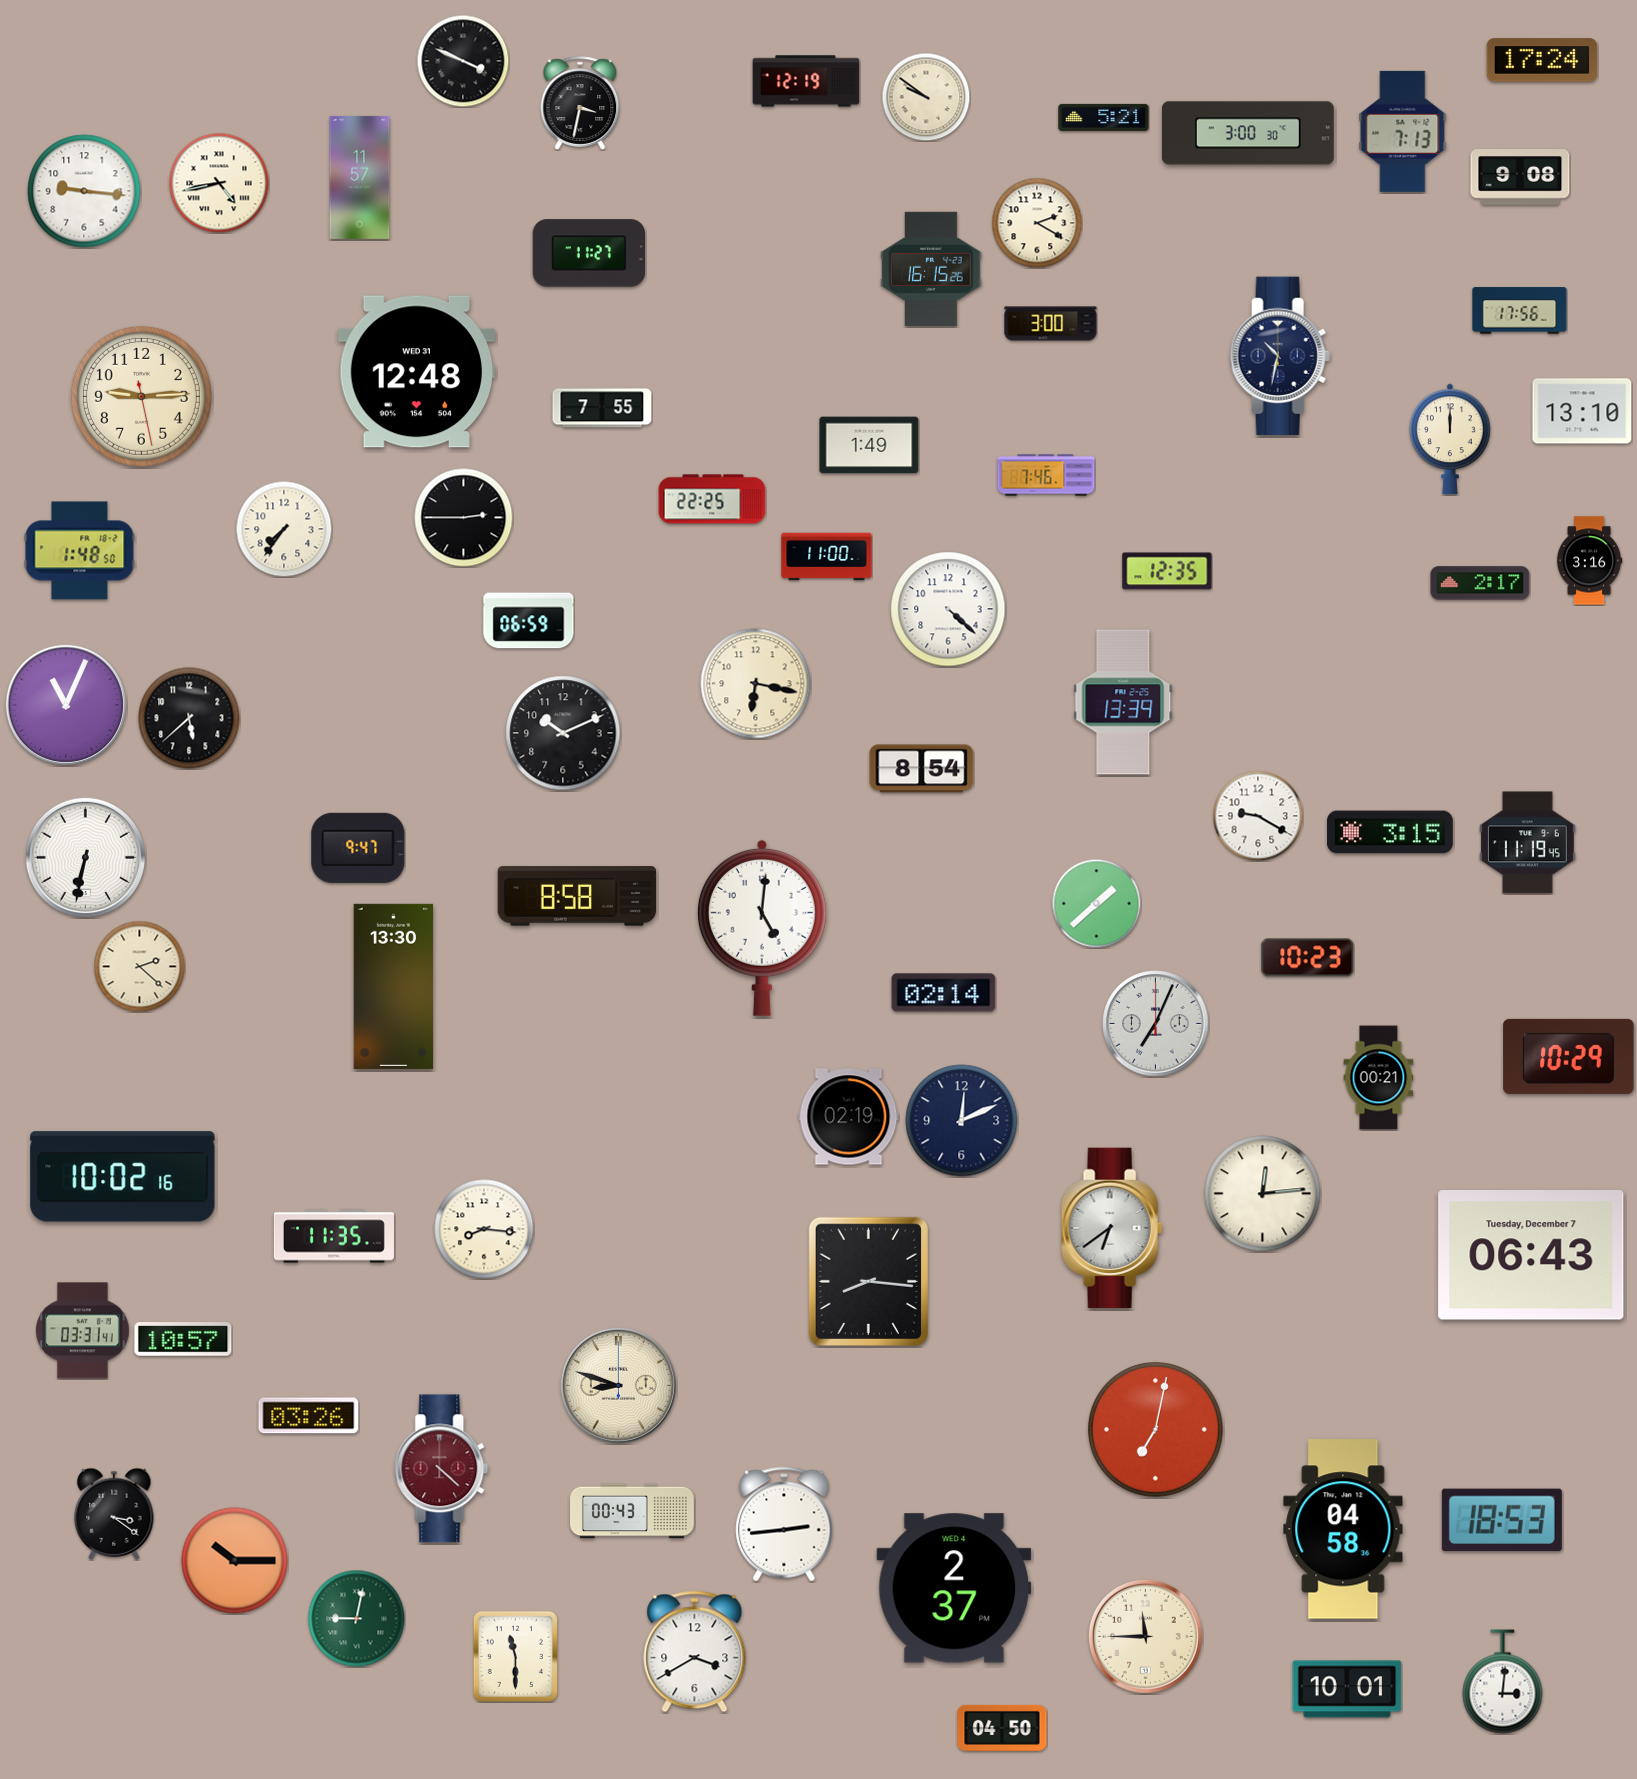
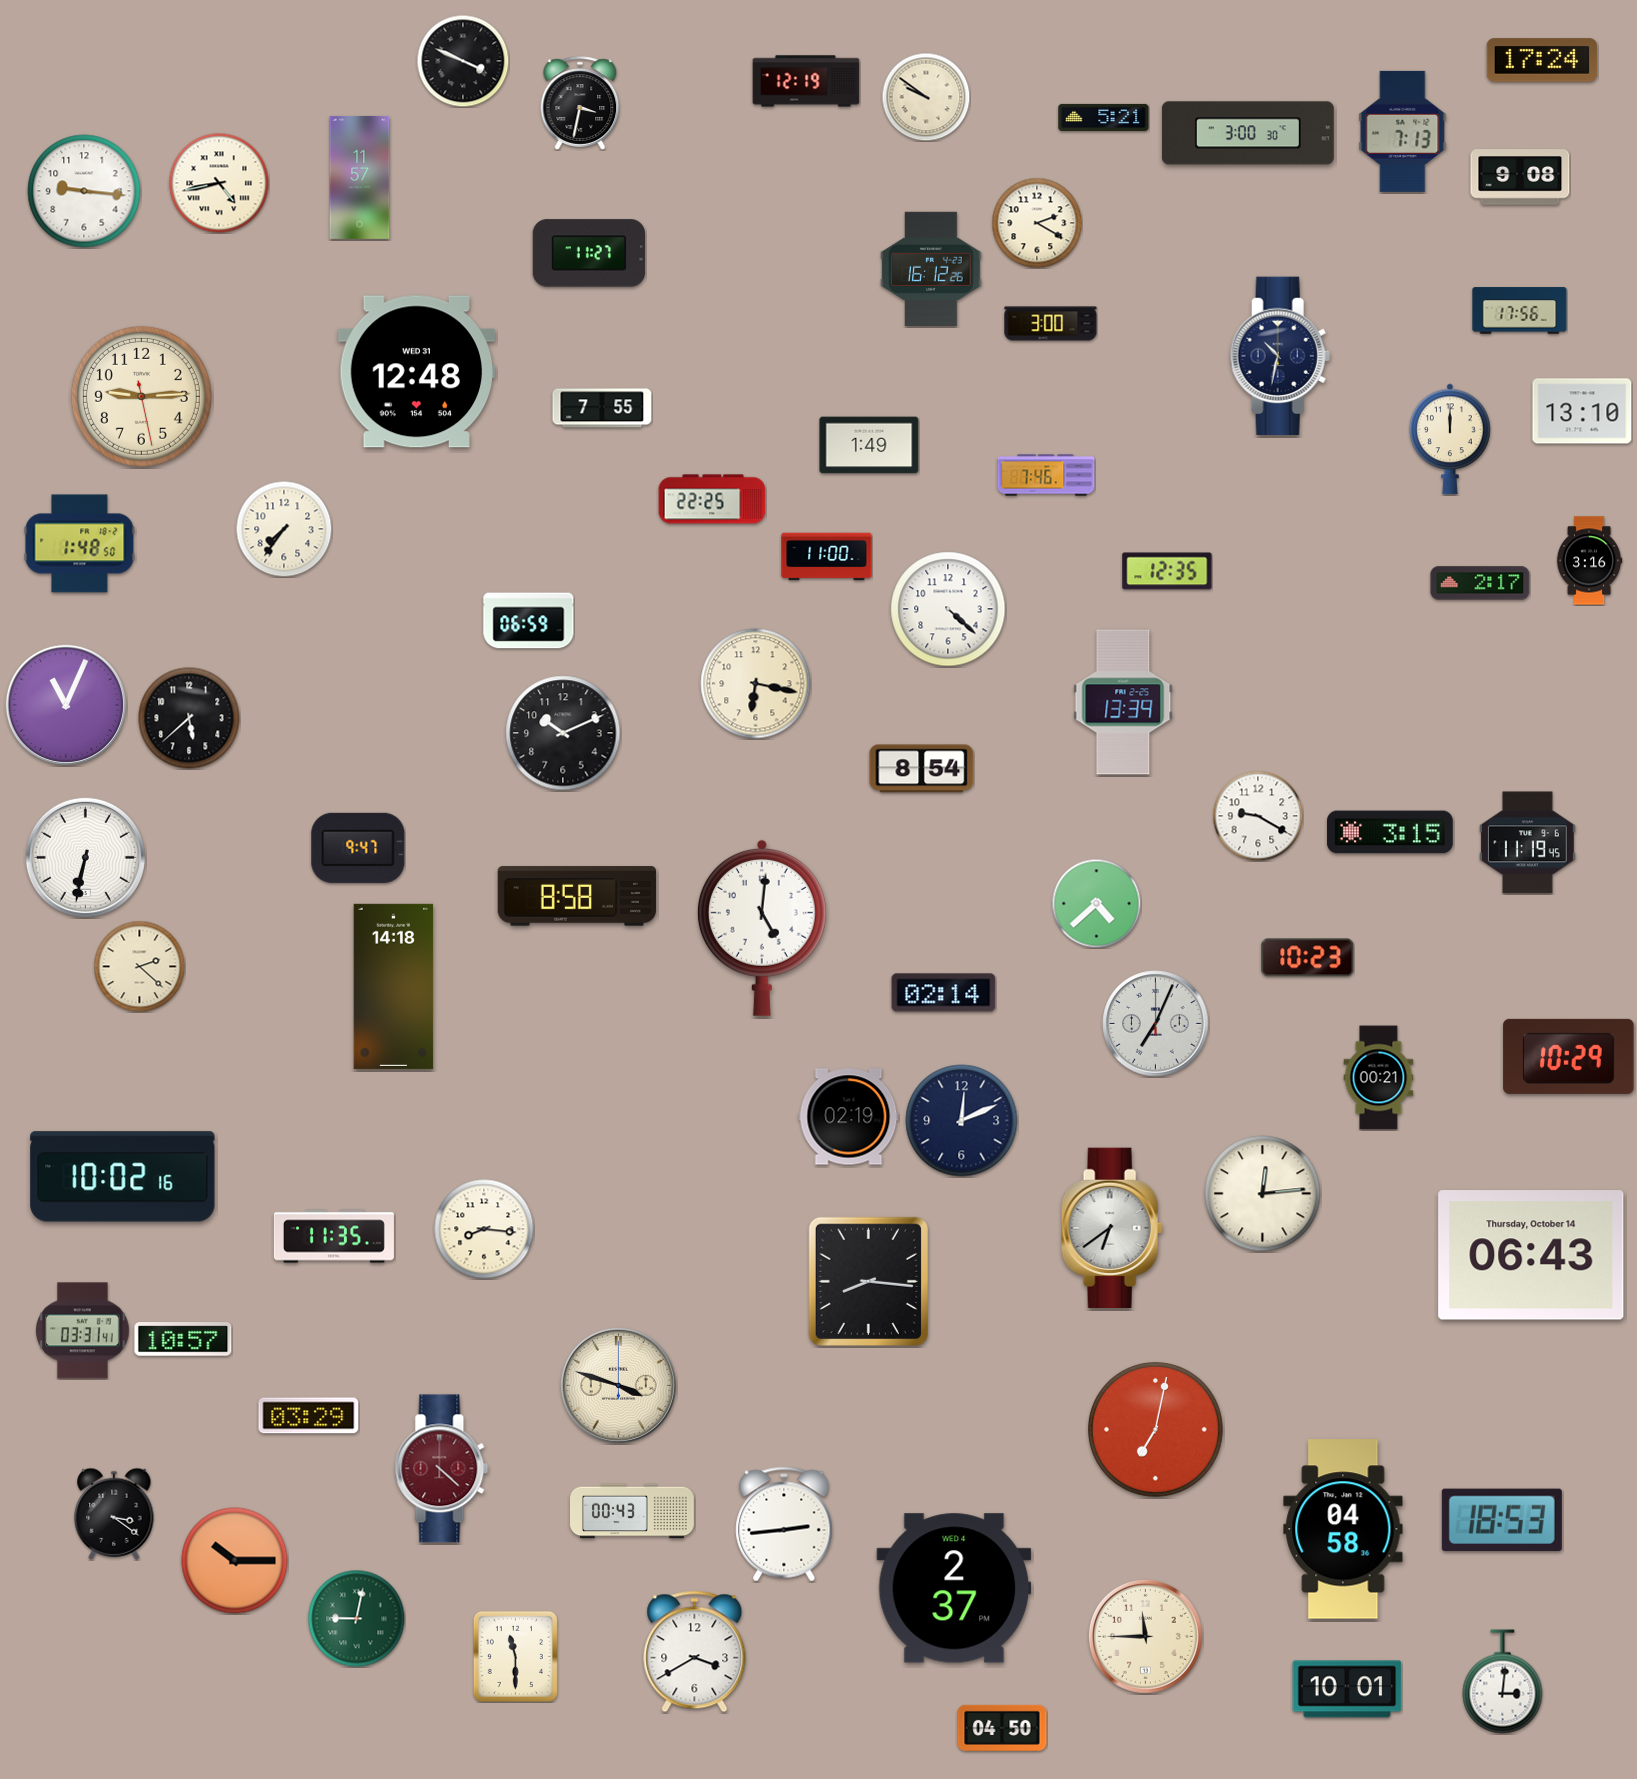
clock at (931, 268): 16:15 -> 16:12
clock at (464, 518): 2:45 -> none
clock at (80, 551) position: (80, 551) -> (80, 544)
clock at (1096, 903): 1:38 -> 4:38
clock at (394, 986): 13:30 -> 14:18
clock at (1531, 1255) date: Tuesday, December 7 -> Thursday, October 14
clock at (618, 1385): 8:48 -> 3:48
clock at (309, 1416): 03:26 -> 03:29
